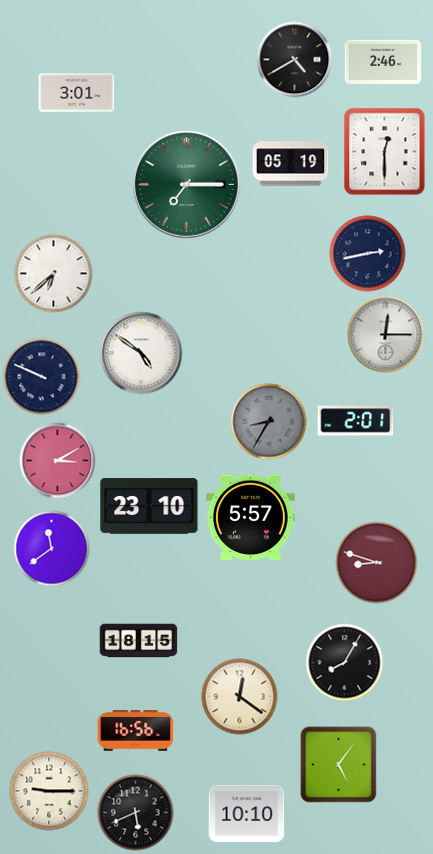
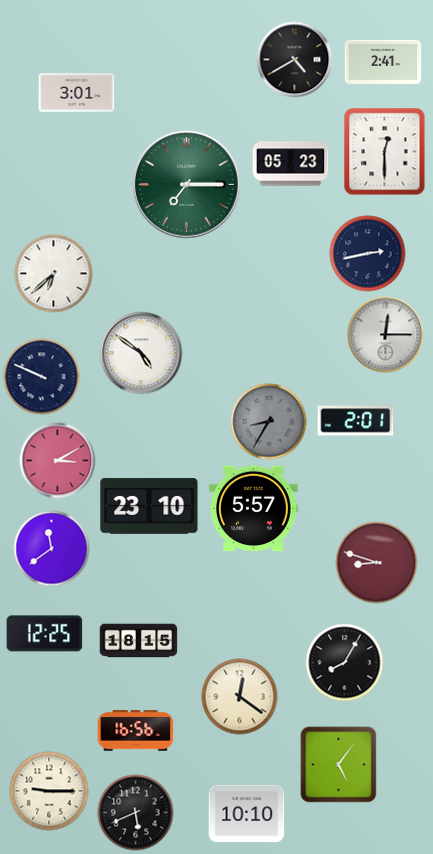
clock at (383, 61): 2:46 -> 2:41
clock at (291, 164): 05:19 -> 05:23
clock at (251, 518) position: (251, 518) -> (254, 509)
clock at (45, 634): none -> 12:25
